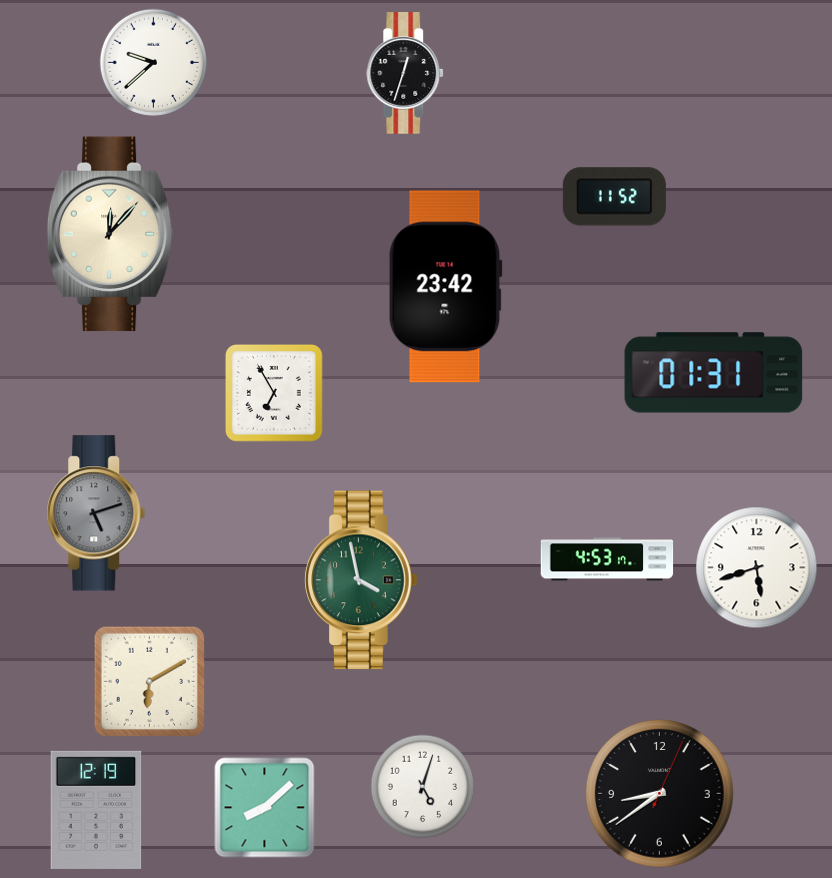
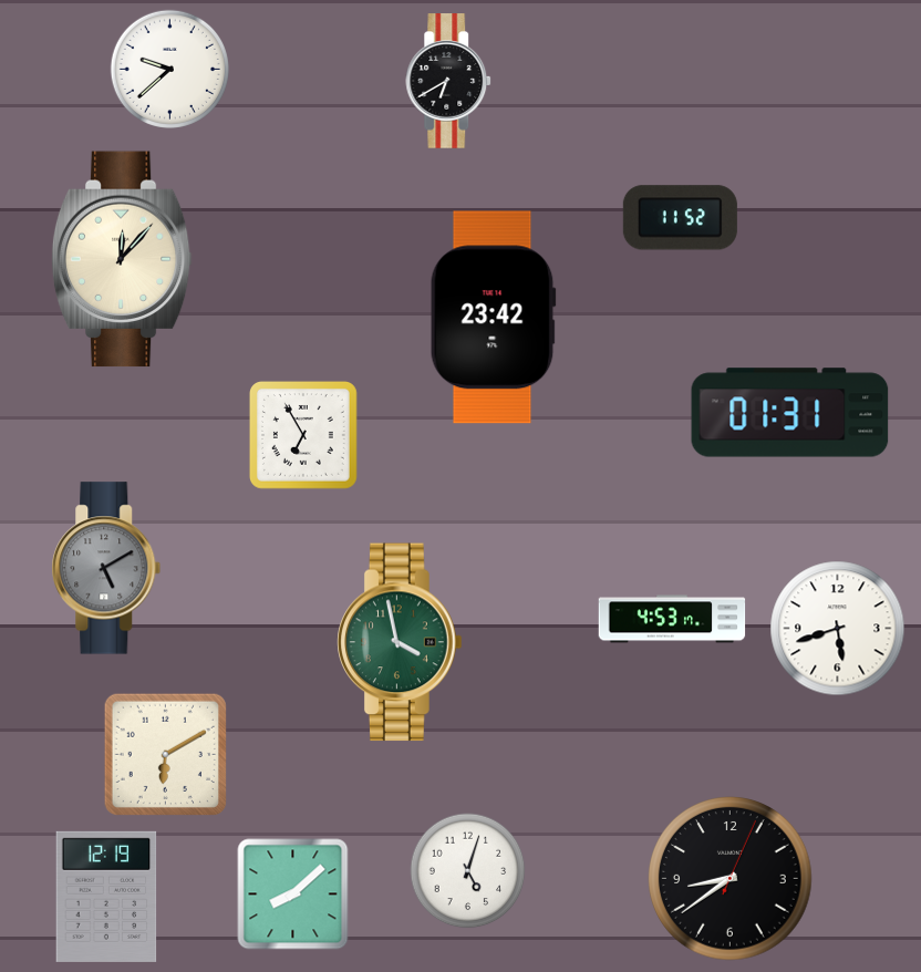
clock at (406, 73): 12:33 -> 6:40
clock at (96, 513): 5:12 -> 5:10
